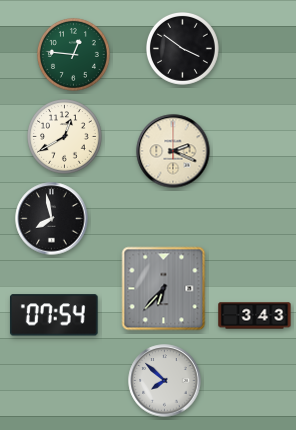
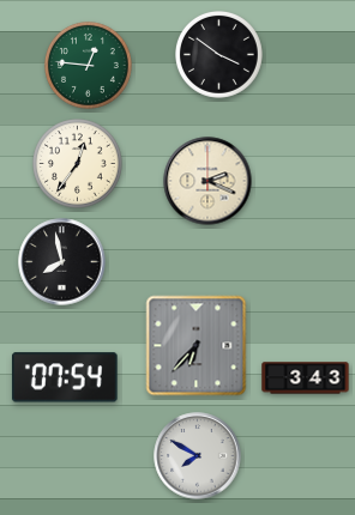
clock at (183, 49) position: (183, 49) -> (219, 55)
clock at (65, 137): 12:40 -> 12:36
clock at (165, 381): 7:52 -> 7:50
